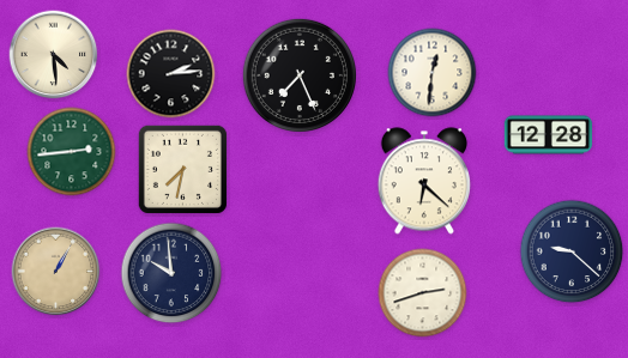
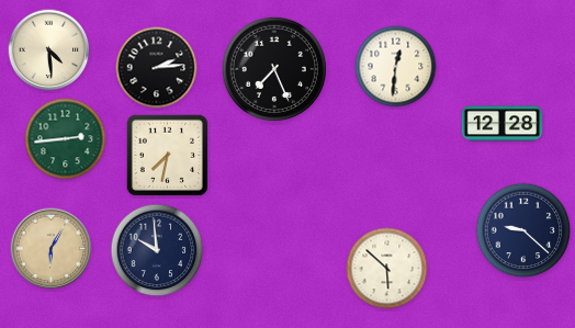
clock at (424, 181): 6:22 -> none
clock at (56, 272): 1:05 -> 6:05
clock at (423, 293): 2:42 -> 5:52
